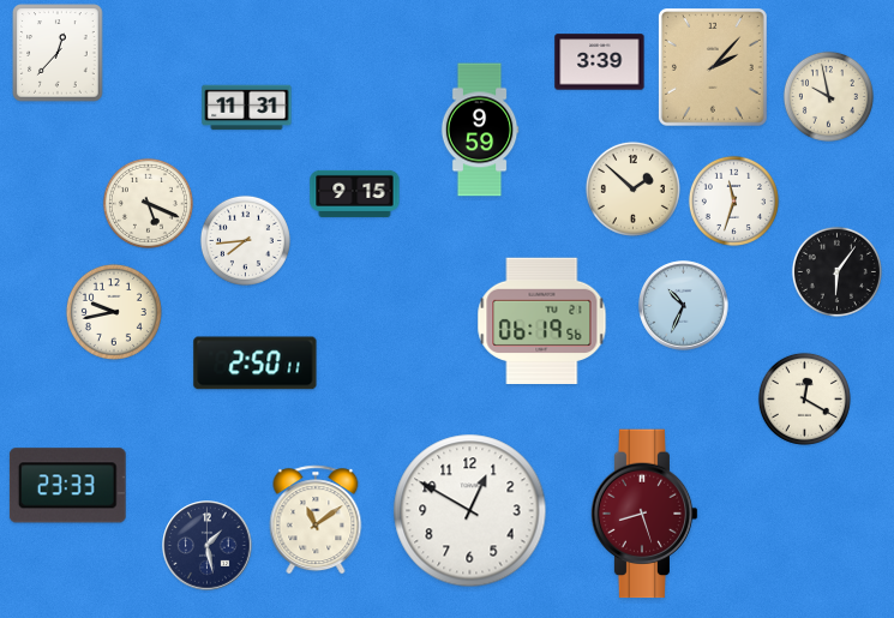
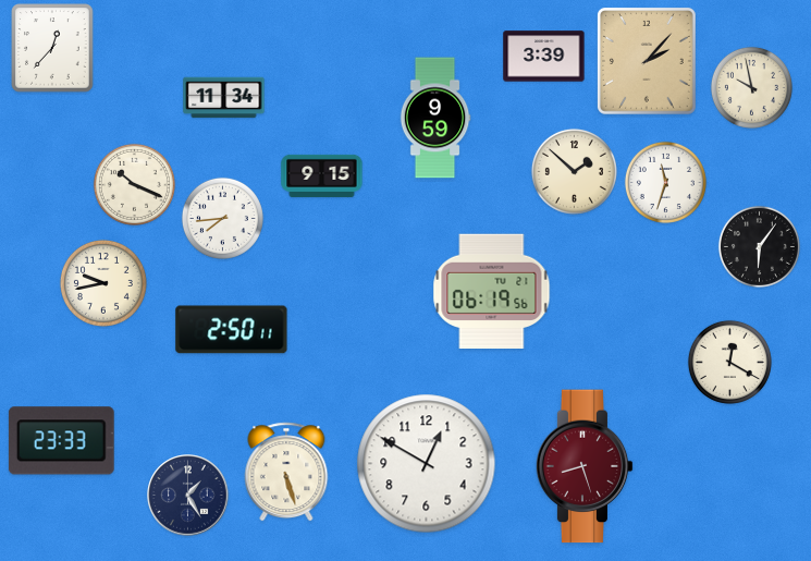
clock at (247, 108): 11:31 -> 11:34
clock at (148, 203): 5:19 -> 10:19
clock at (684, 306): 10:34 -> none
clock at (316, 520): 11:09 -> 5:27
clock at (208, 546): 1:28 -> 1:25
